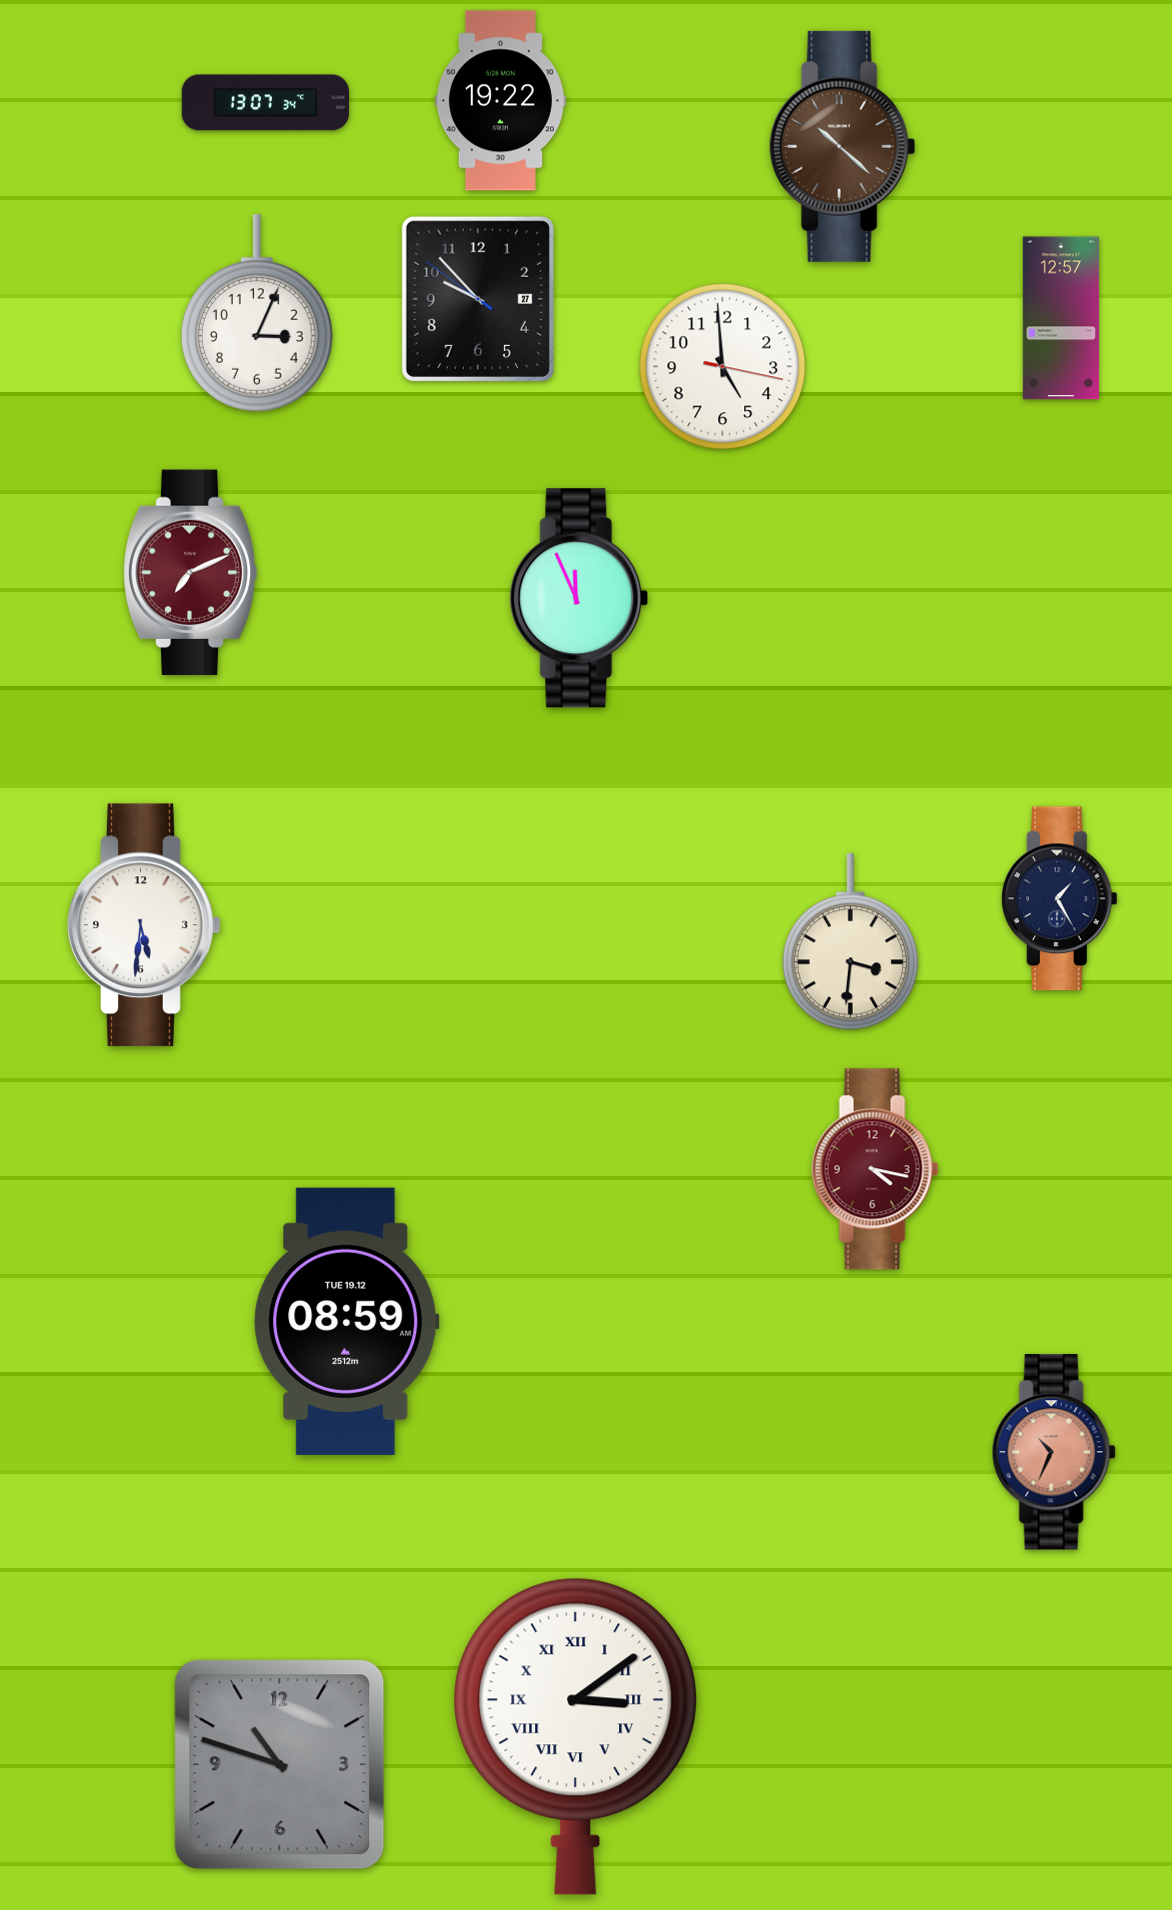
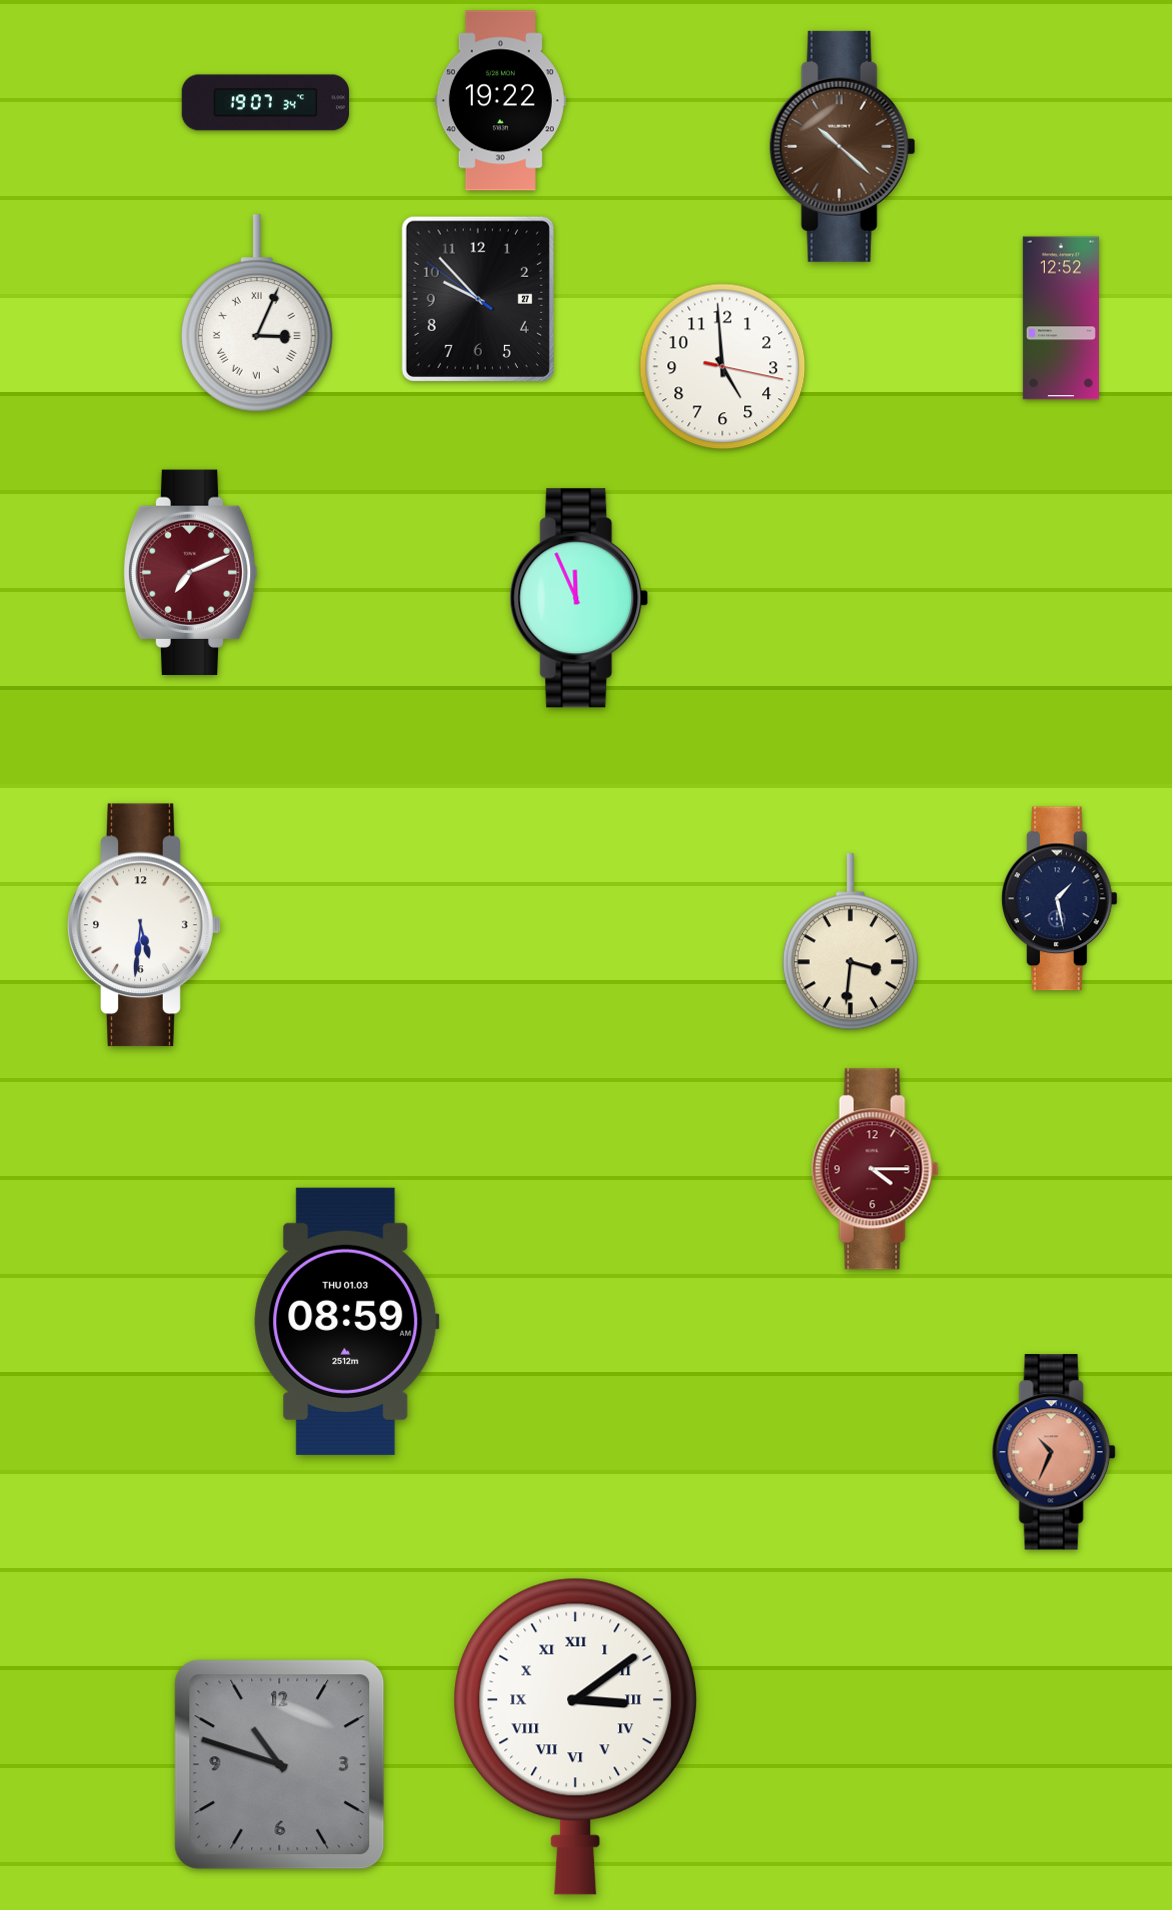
clock at (265, 103): 13:07 -> 19:07
clock at (257, 313) numerals: Arabic -> Roman
clock at (1061, 318): 12:57 -> 12:52
clock at (1059, 899): 1:25 -> 1:28
clock at (875, 1169): 4:17 -> 4:15
clock at (347, 1321) date: TUE 19.12 -> THU 01.03
